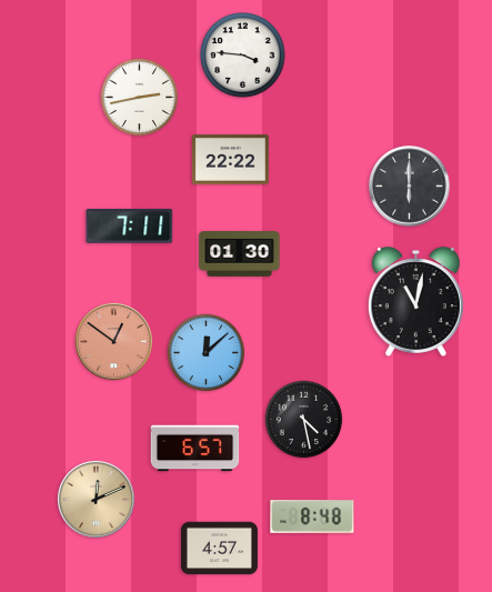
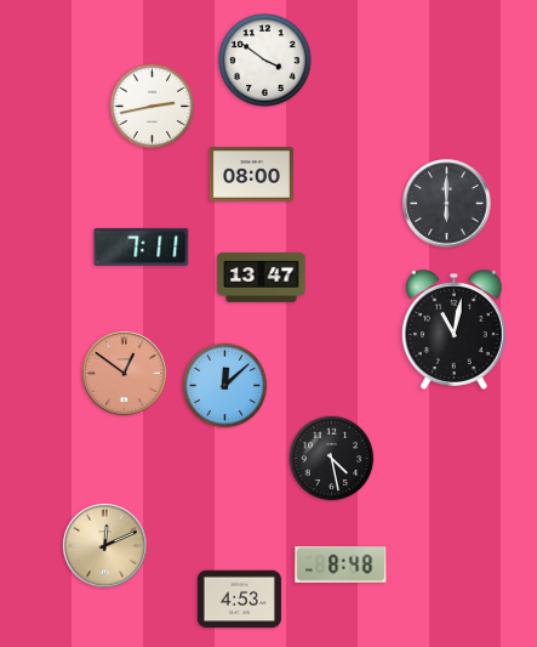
clock at (243, 56): 3:46 -> 3:51
clock at (230, 160): 22:22 -> 08:00
clock at (240, 254): 01:30 -> 13:47
clock at (195, 449): 6:57 -> none
clock at (219, 549): 4:57 -> 4:53
